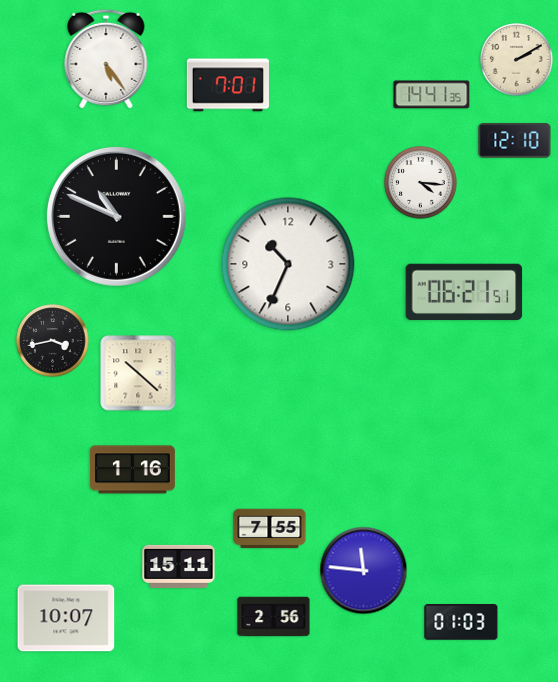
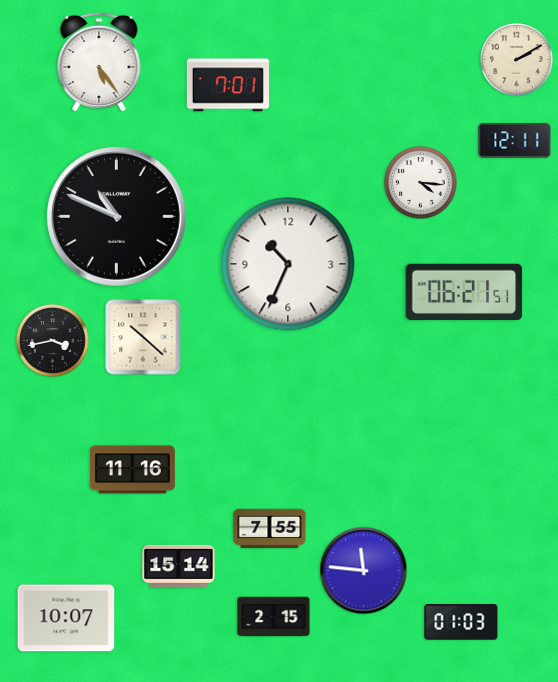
clock at (106, 59) position: (106, 59) -> (99, 62)
clock at (432, 95): 14:41 -> none
clock at (515, 141): 12:10 -> 12:11
clock at (138, 373) position: (138, 373) -> (143, 337)
clock at (132, 470): 1:16 -> 11:16
clock at (179, 566): 15:11 -> 15:14
clock at (274, 617): 2:56 -> 2:15
